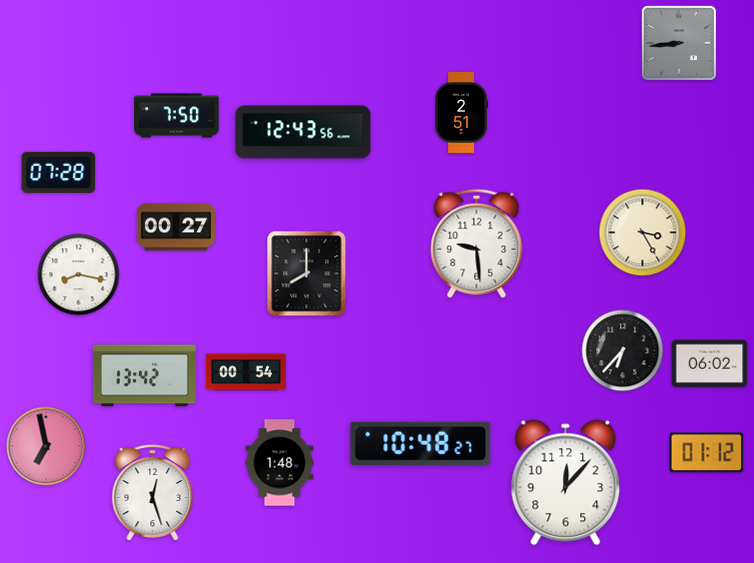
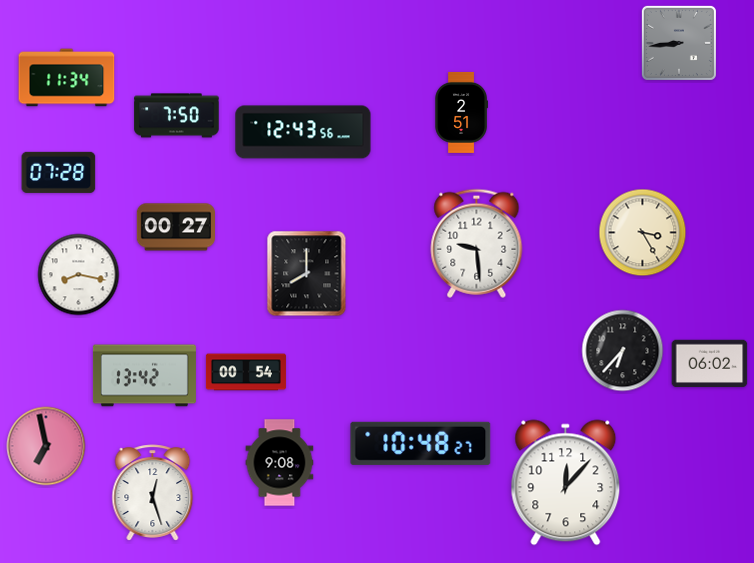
clock at (67, 78): none -> 11:34
clock at (707, 453): 01:12 -> none
clock at (280, 463): 1:48 -> 9:08
